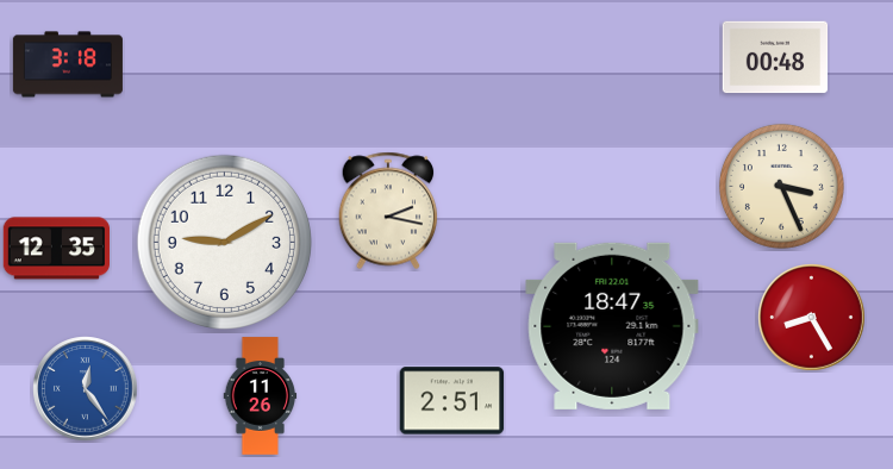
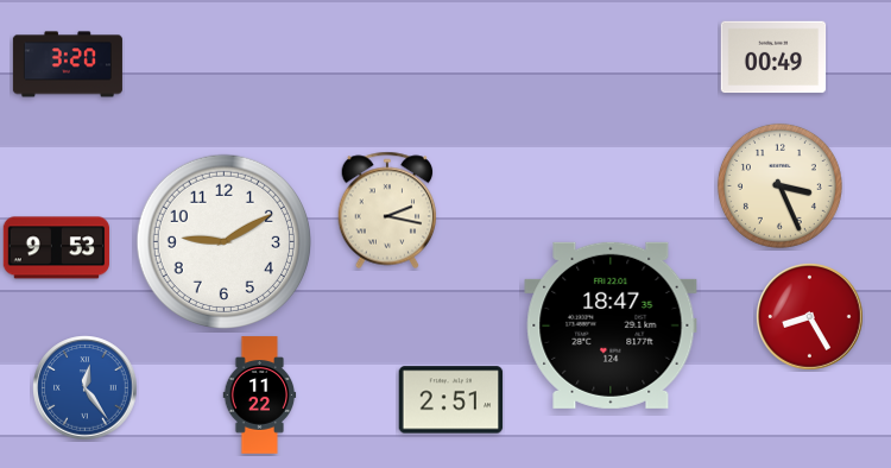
clock at (775, 57): 00:48 -> 00:49
clock at (68, 64): 3:18 -> 3:20
clock at (56, 249): 12:35 -> 9:53
clock at (261, 396): 11:26 -> 11:22
